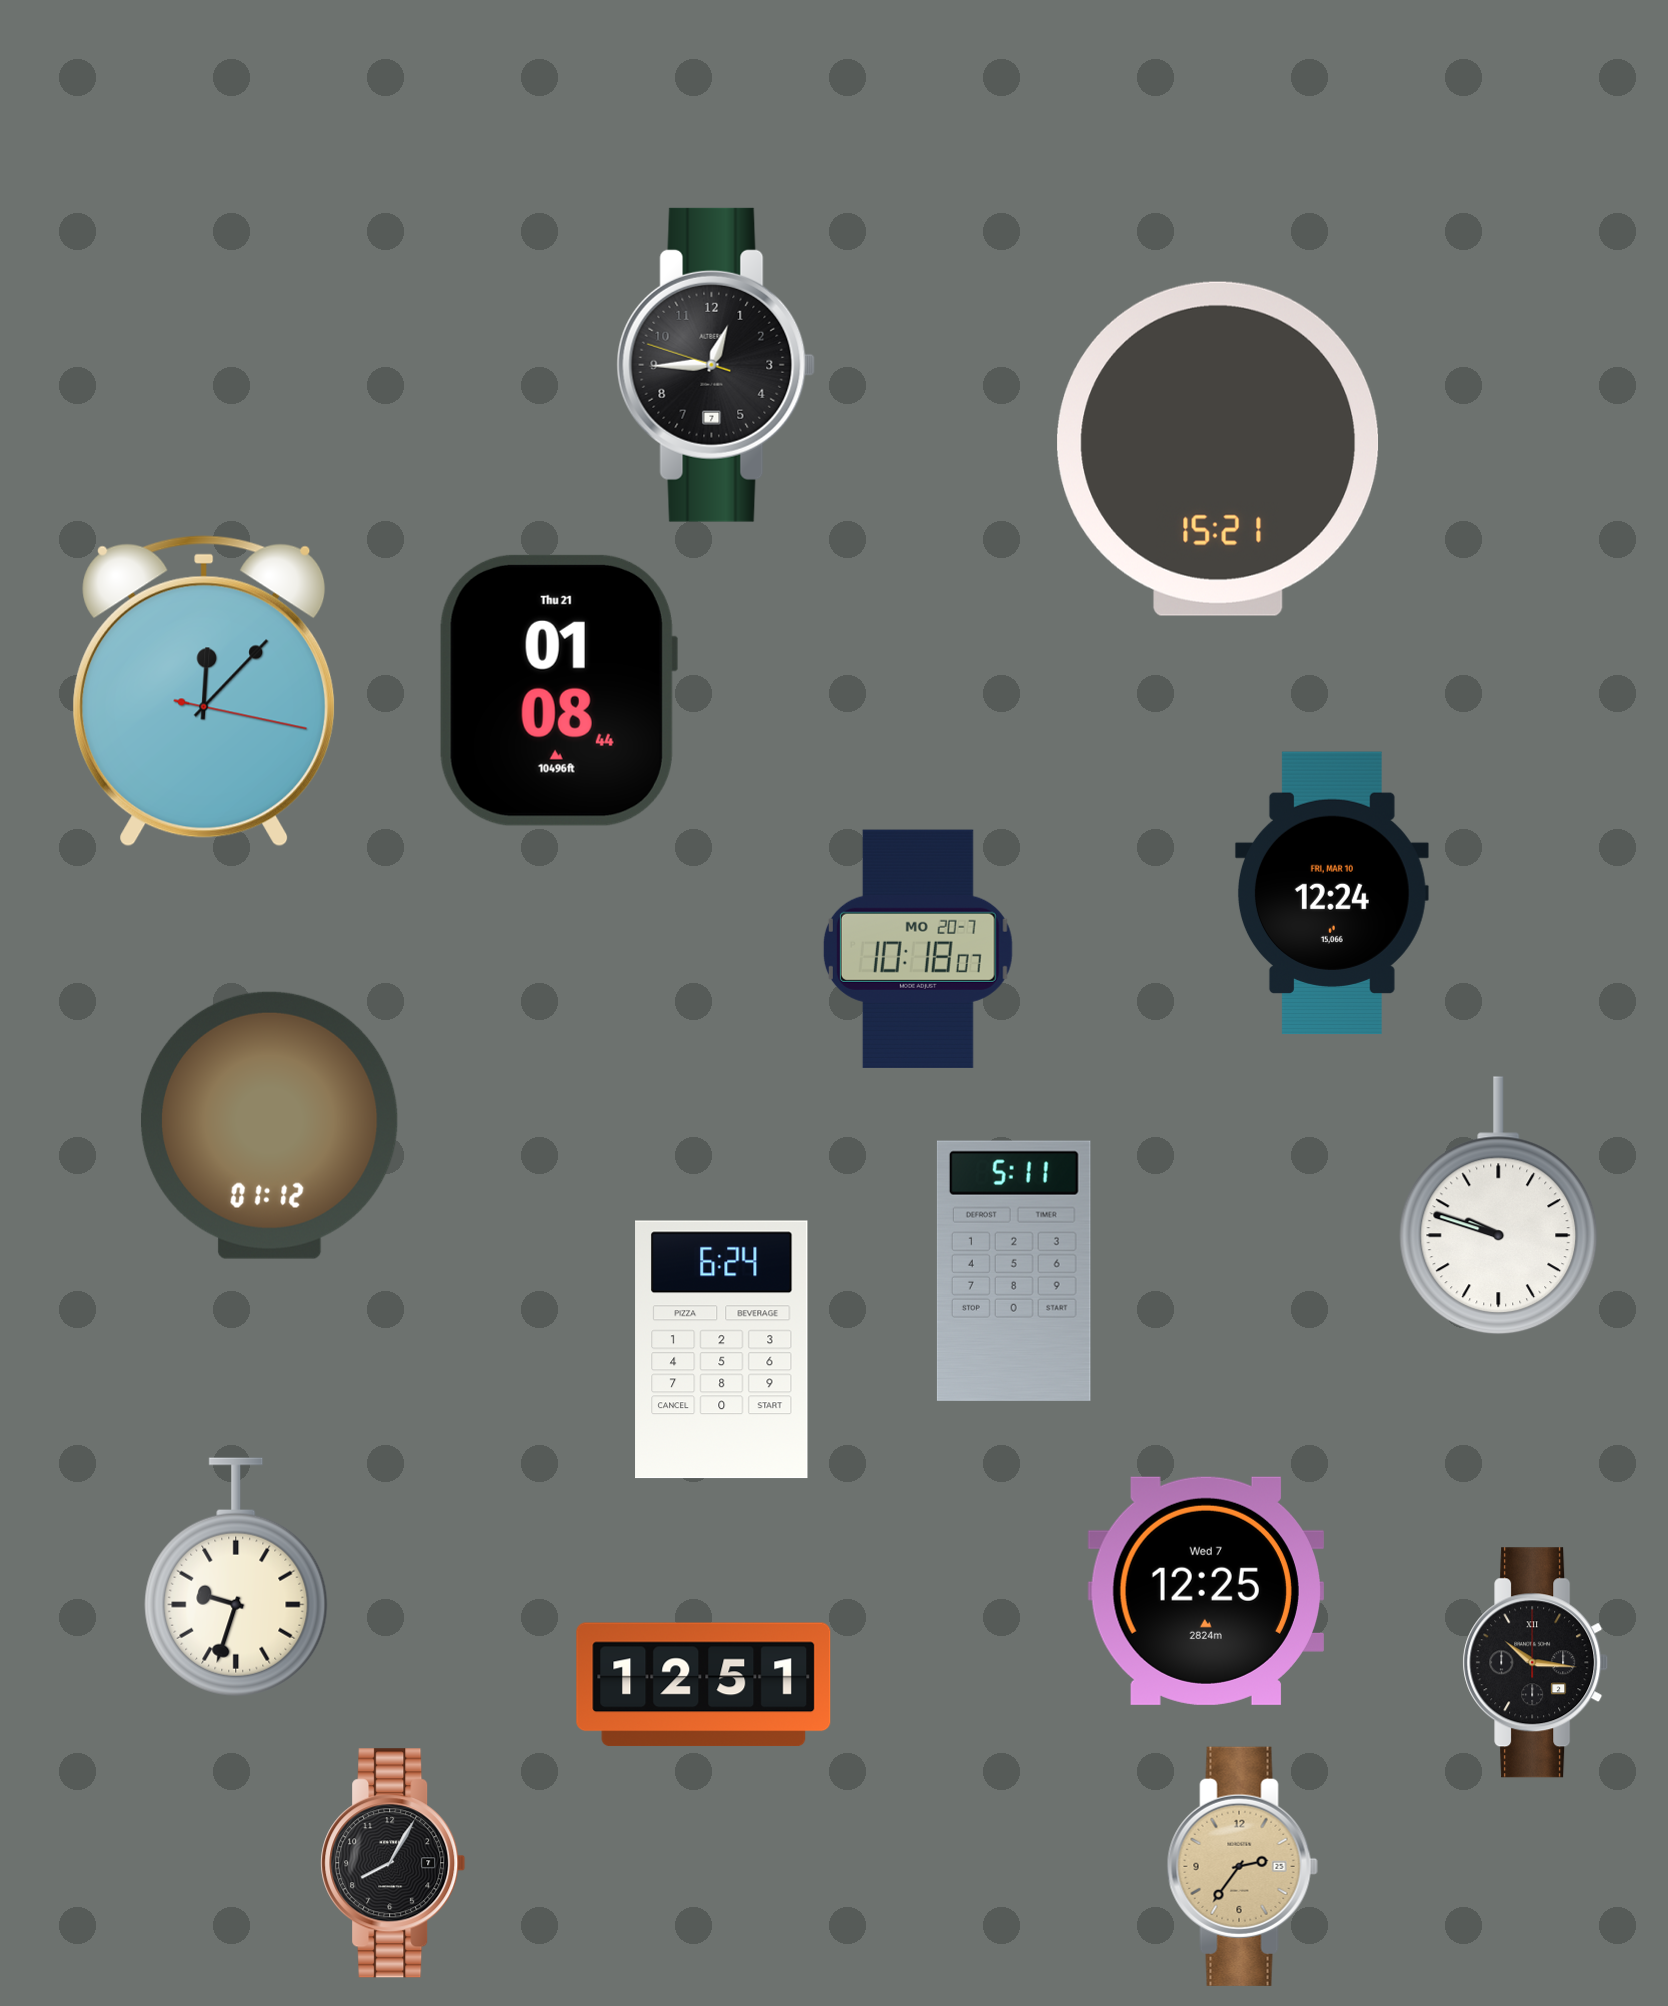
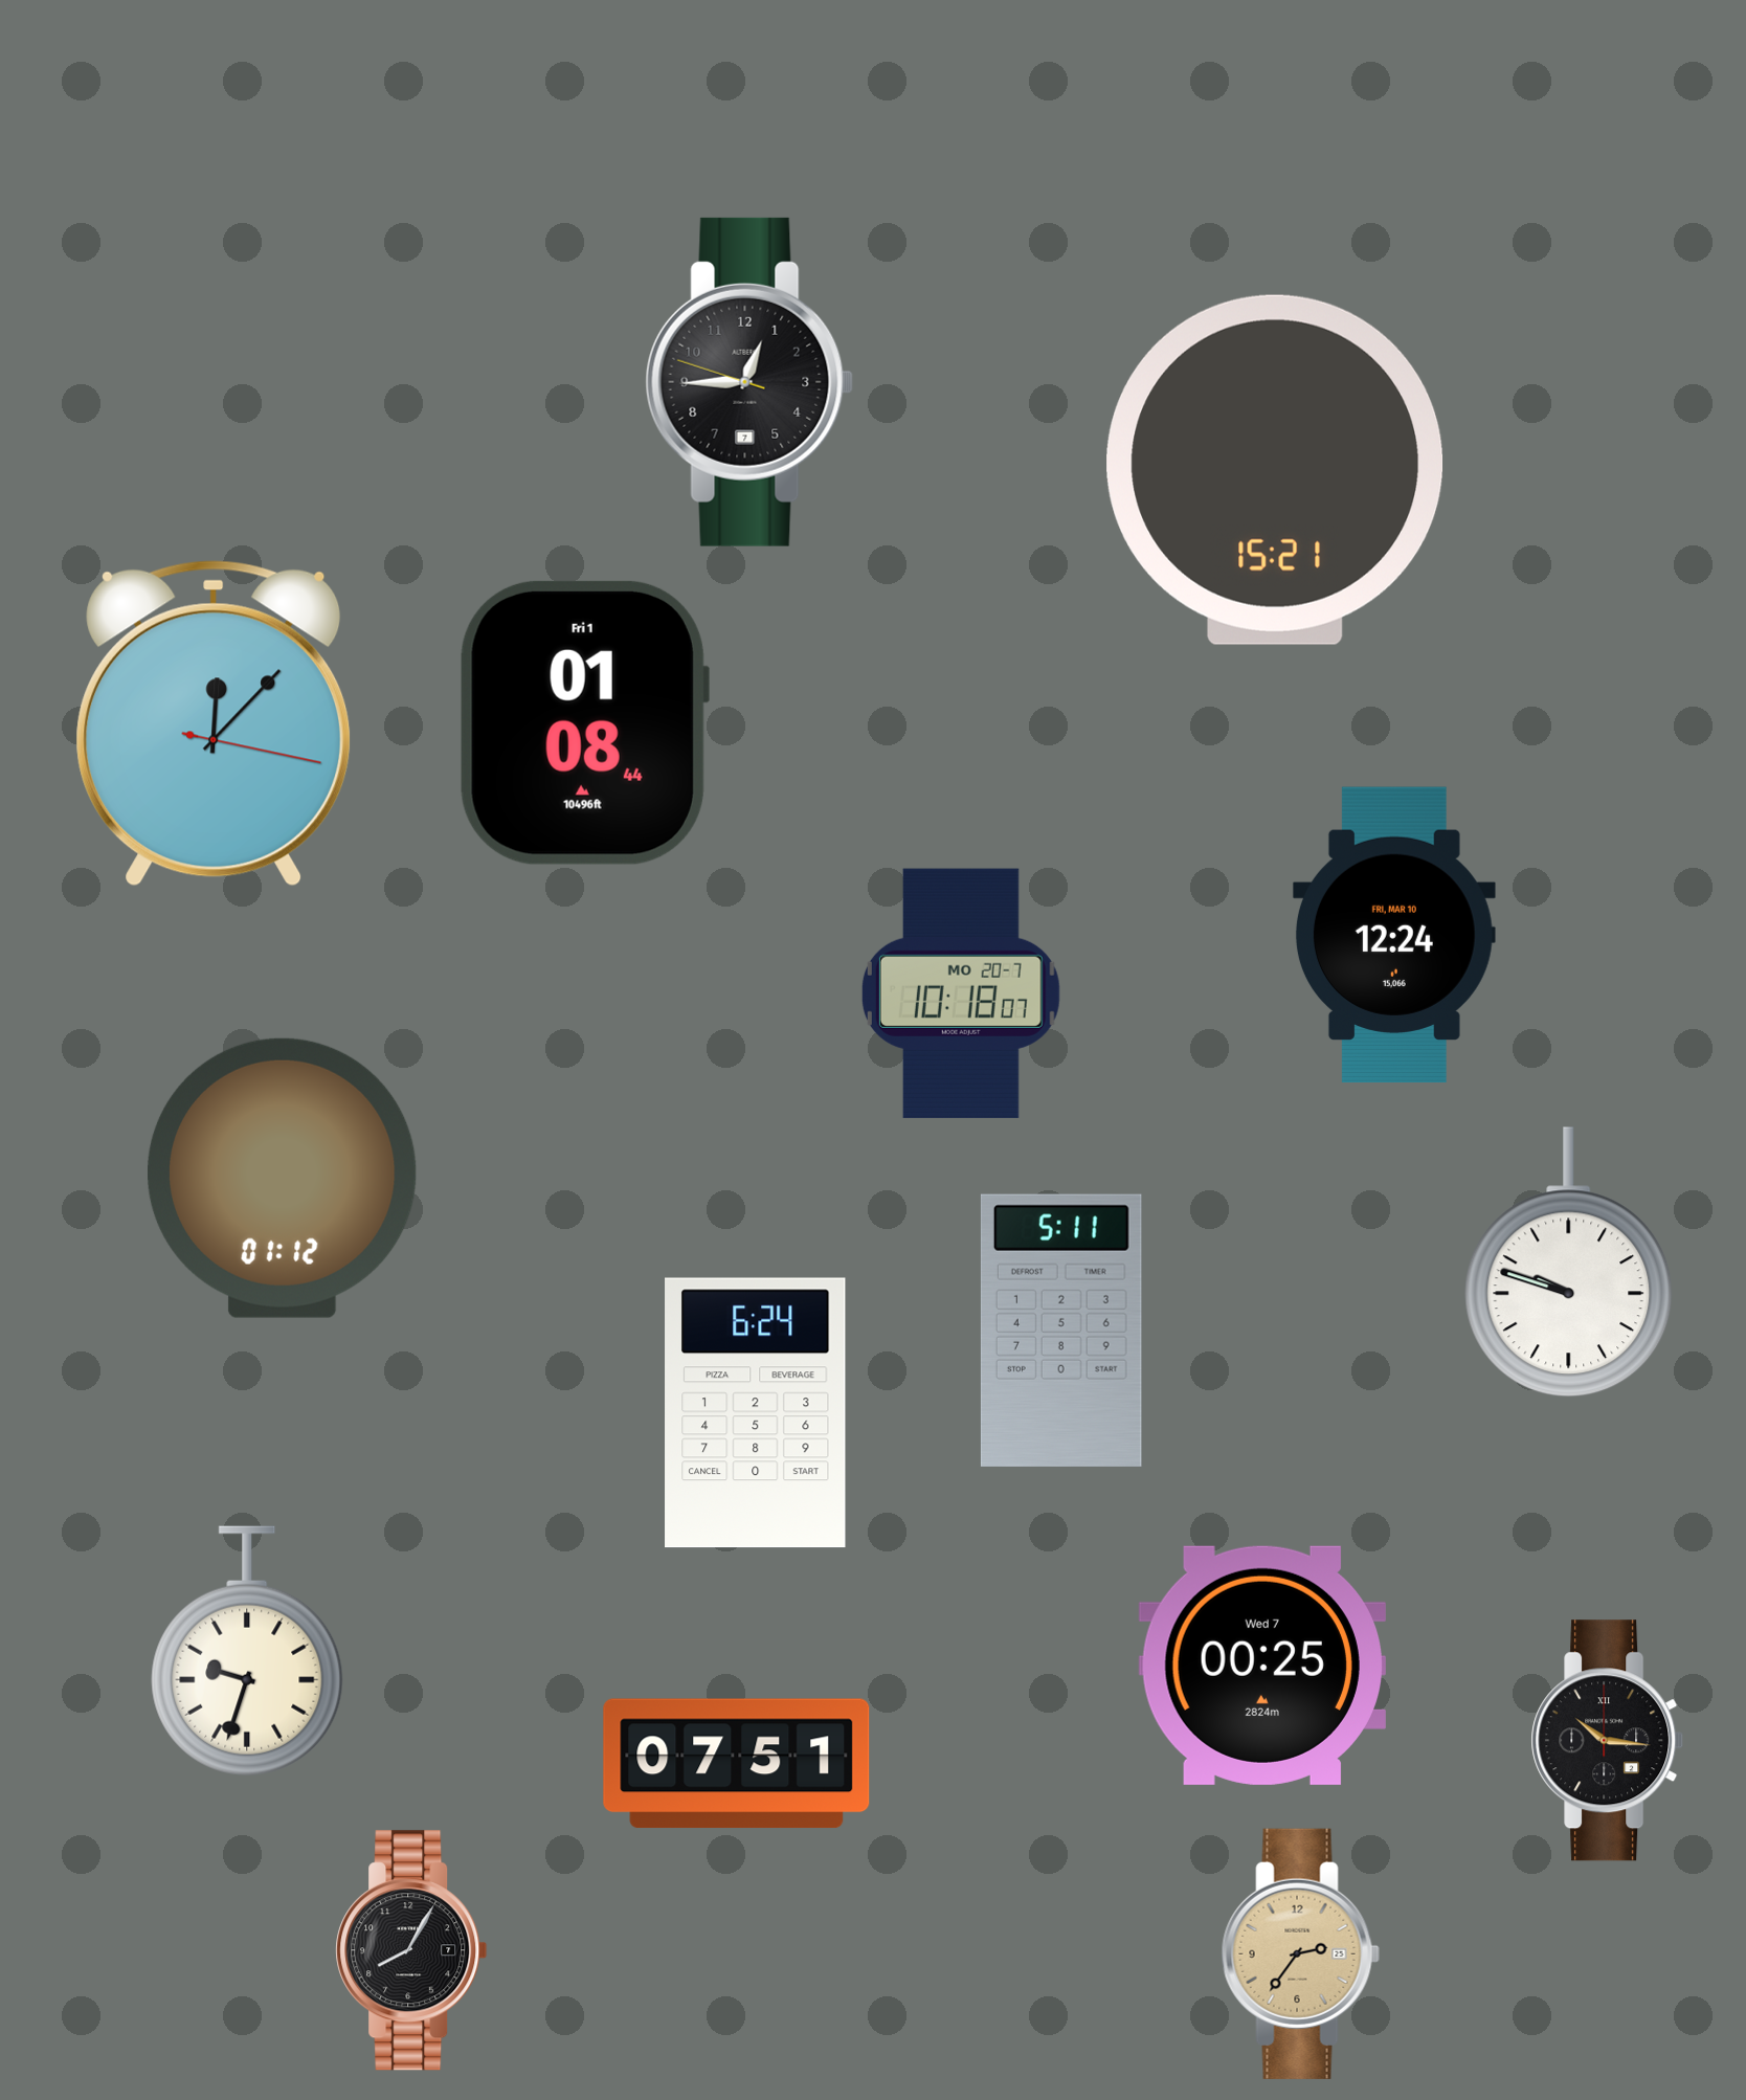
clock at (558, 690) date: Thu 21 -> Fri 1
clock at (1206, 1591): 12:25 -> 00:25
clock at (704, 1685): 12:51 -> 07:51
